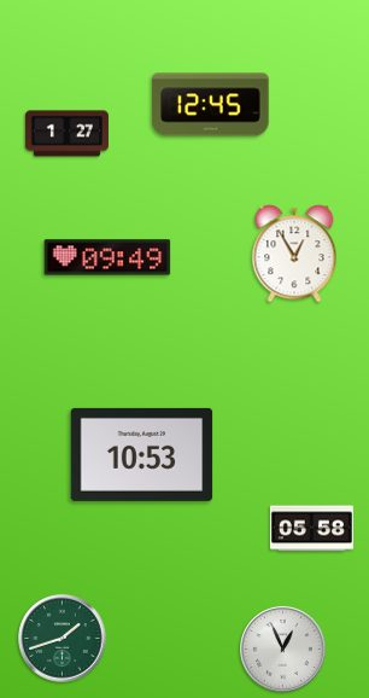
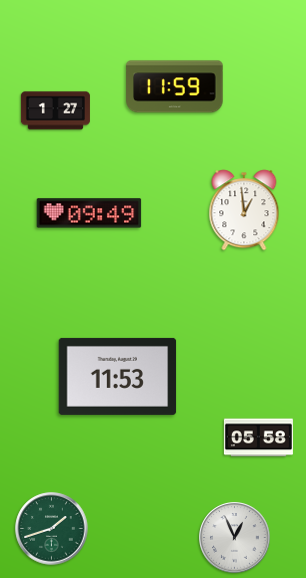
clock at (211, 105): 12:45 -> 11:59
clock at (294, 254): 12:55 -> 12:59
clock at (142, 454): 10:53 -> 11:53
